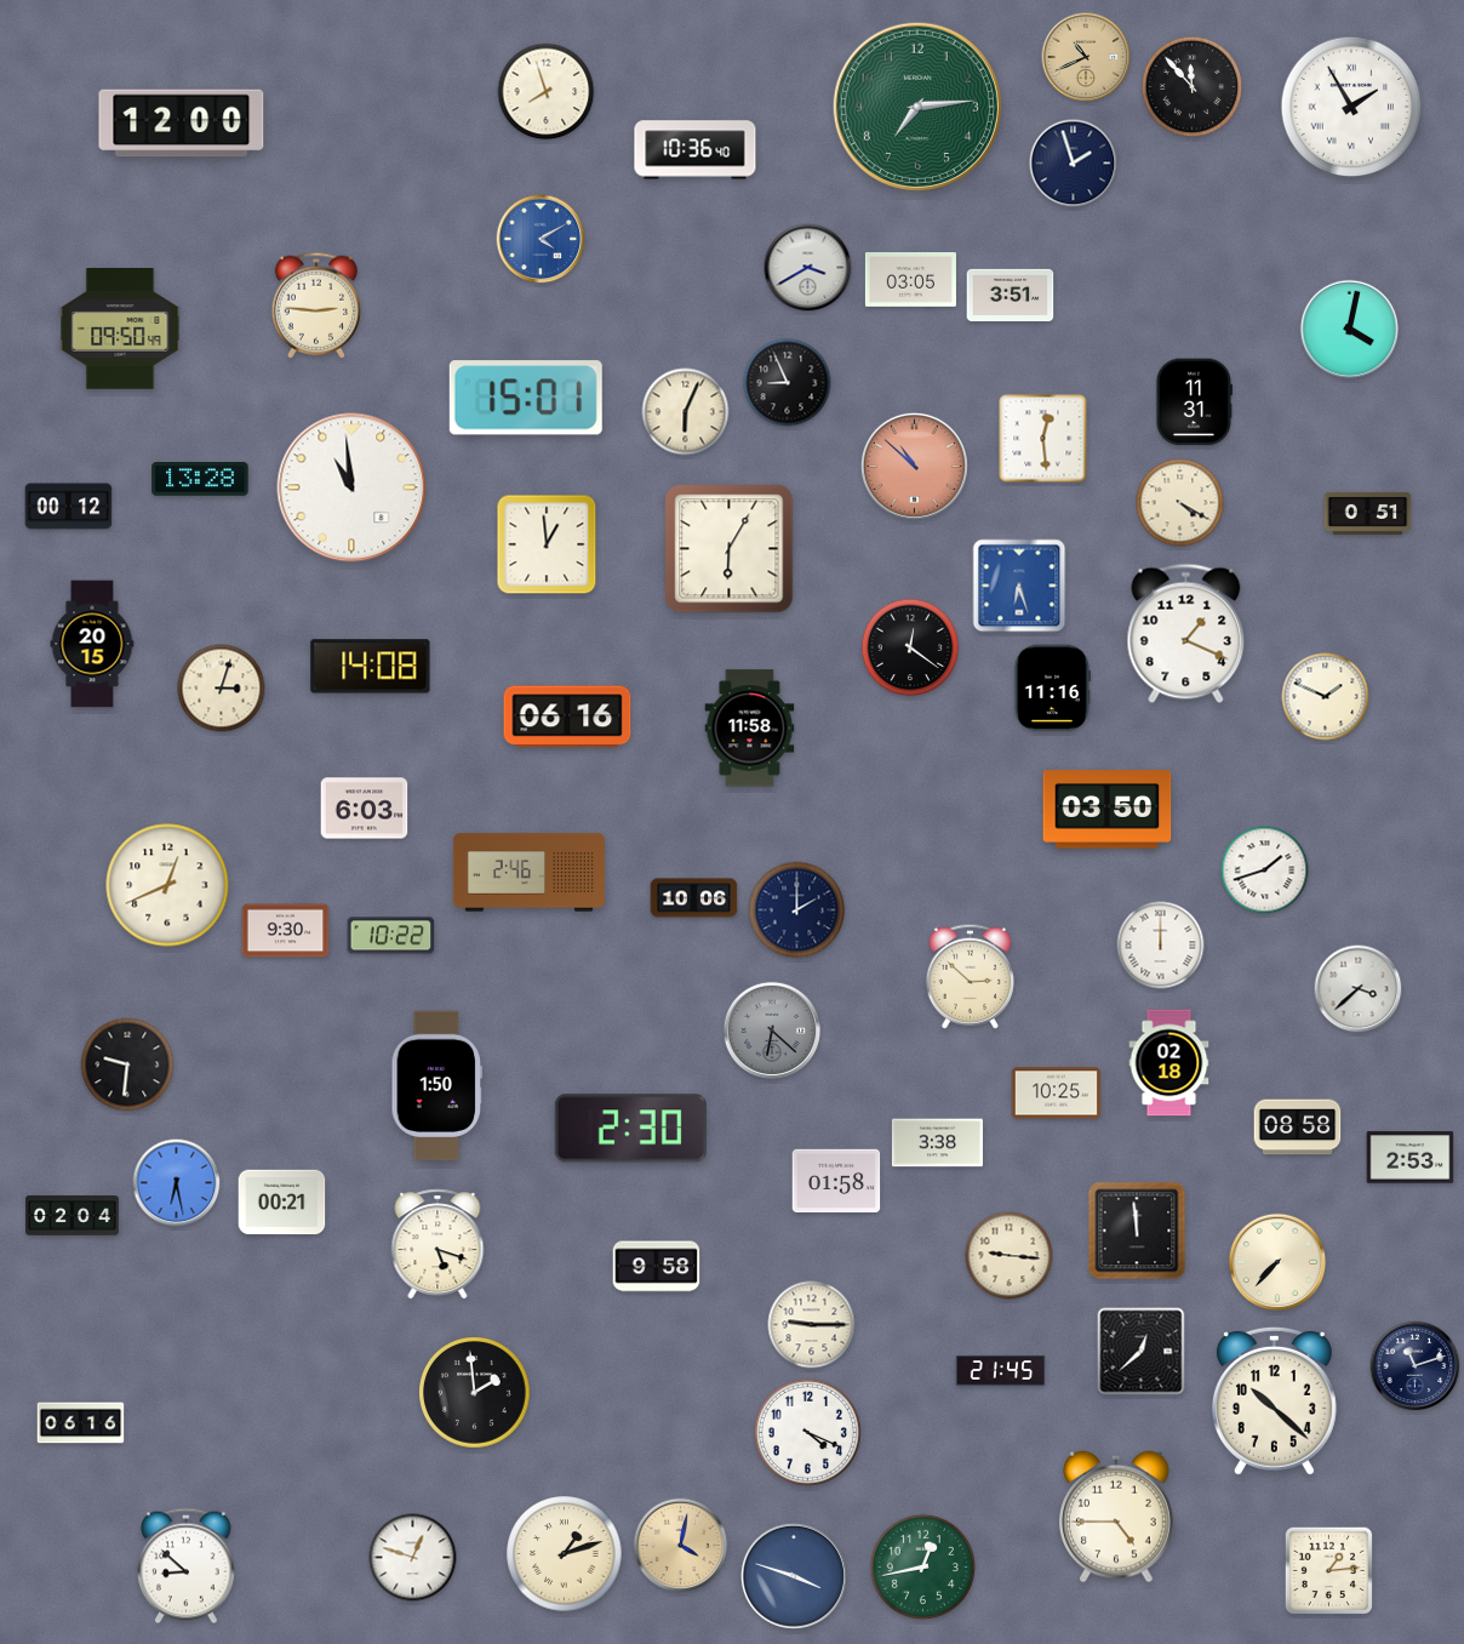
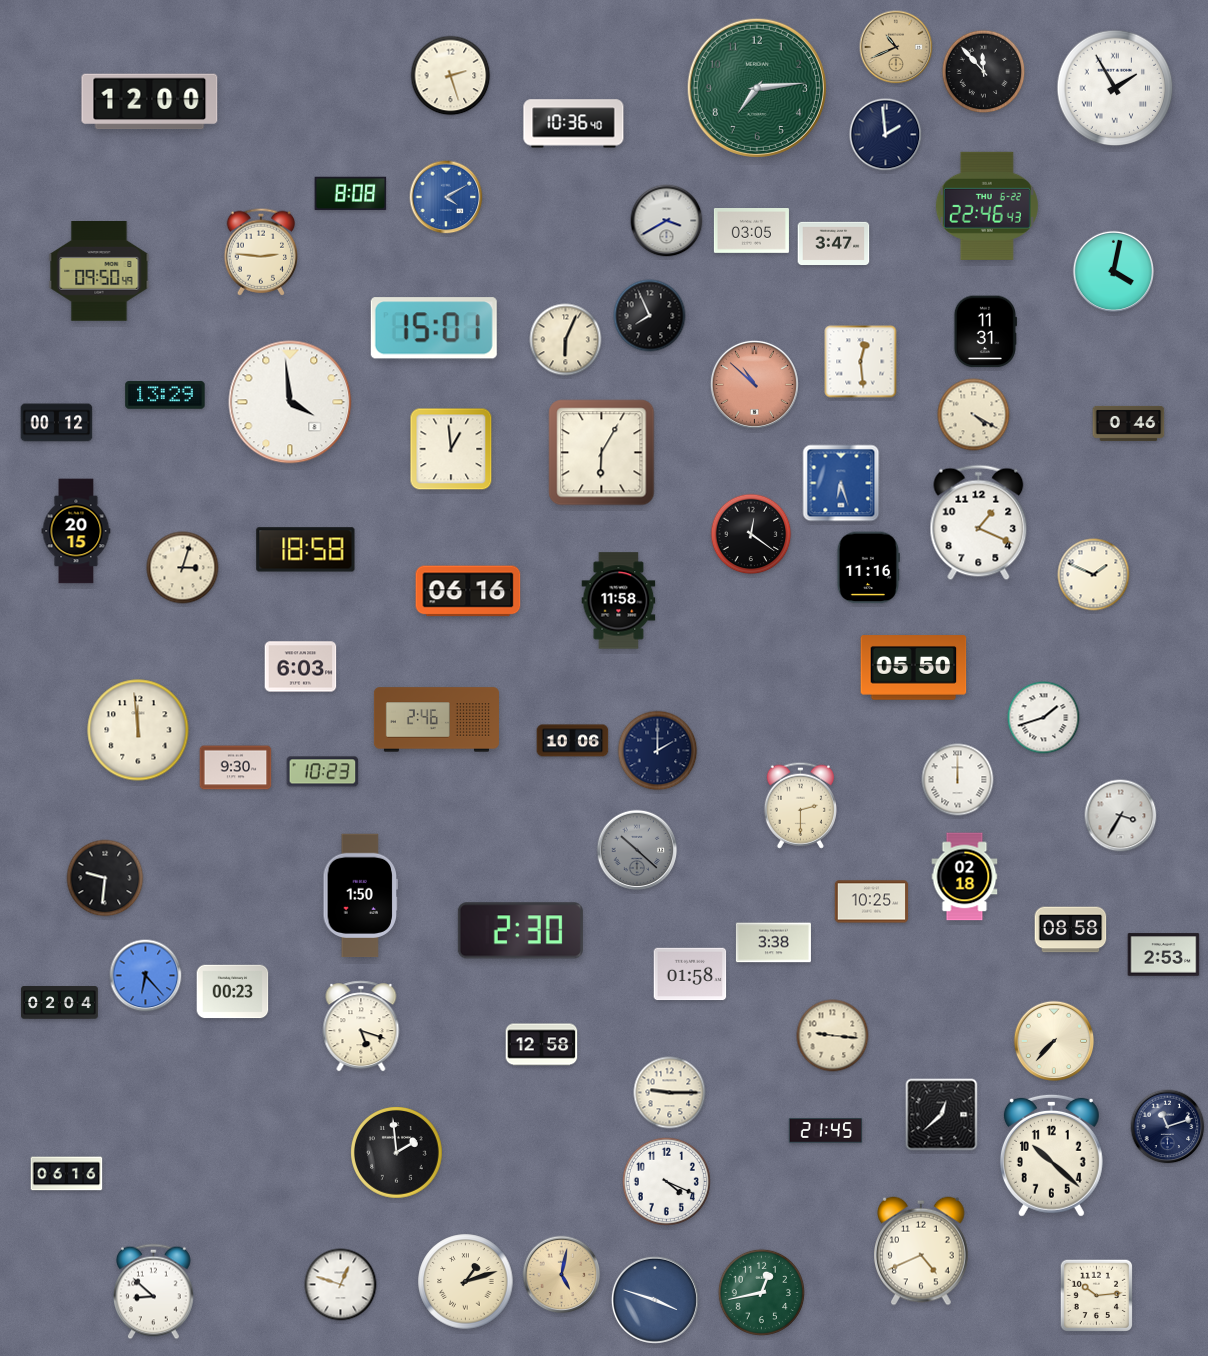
clock at (547, 92): 7:57 -> 2:27
clock at (1074, 164): 1:57 -> 1:59
clock at (351, 193): none -> 8:08
clock at (987, 206): none -> 22:46
clock at (1011, 296): 3:51 -> 3:47
clock at (788, 383): 8:56 -> 7:56
clock at (200, 479): 13:28 -> 13:29
clock at (351, 487): 10:59 -> 3:59
clock at (69, 507) position: (69, 507) -> (57, 423)
clock at (1368, 513): 0:51 -> 0:46
clock at (371, 667): 14:08 -> 18:58
clock at (1108, 810): 03:50 -> 05:50
clock at (167, 885): 12:41 -> 11:59
clock at (391, 936): 10:22 -> 10:23
clock at (970, 976): 2:52 -> 2:30
clock at (1359, 989): 3:38 -> 3:35
clock at (772, 1031): 6:22 -> 10:22
clock at (177, 1183): 6:28 -> 6:23
clock at (282, 1203): 00:21 -> 00:23
clock at (1137, 1231): 11:59 -> none
clock at (657, 1267): 9:58 -> 12:58
clock at (475, 1393) position: (475, 1393) -> (397, 1153)
clock at (1117, 1517): 4:45 -> 4:41
clock at (681, 1546): 4:02 -> 5:02
clock at (1329, 1571): 1:14 -> 10:14
